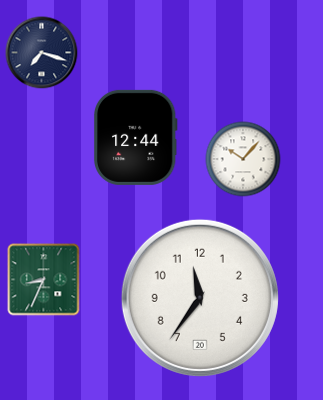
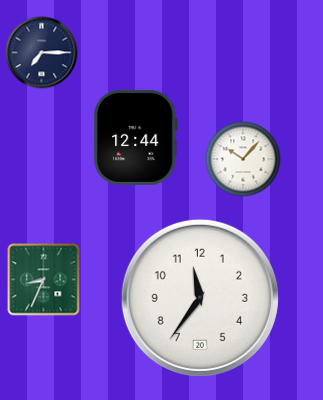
clock at (42, 53): 7:18 -> 7:15
